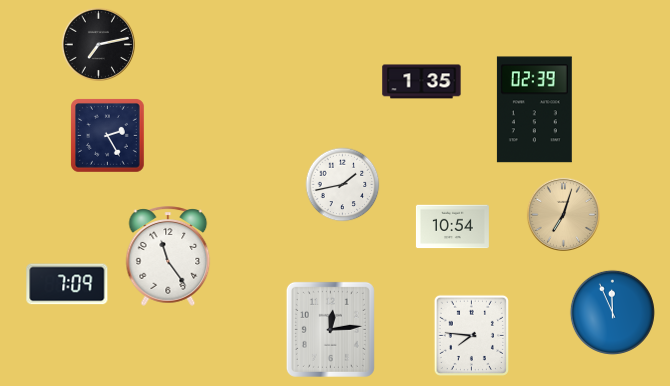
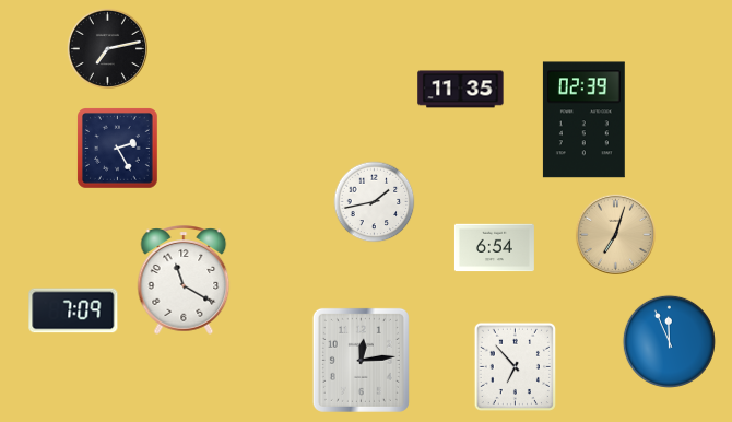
clock at (422, 82): 1:35 -> 11:35
clock at (452, 227): 10:54 -> 6:54
clock at (168, 256): 11:24 -> 11:20
clock at (471, 335): 7:46 -> 6:53
